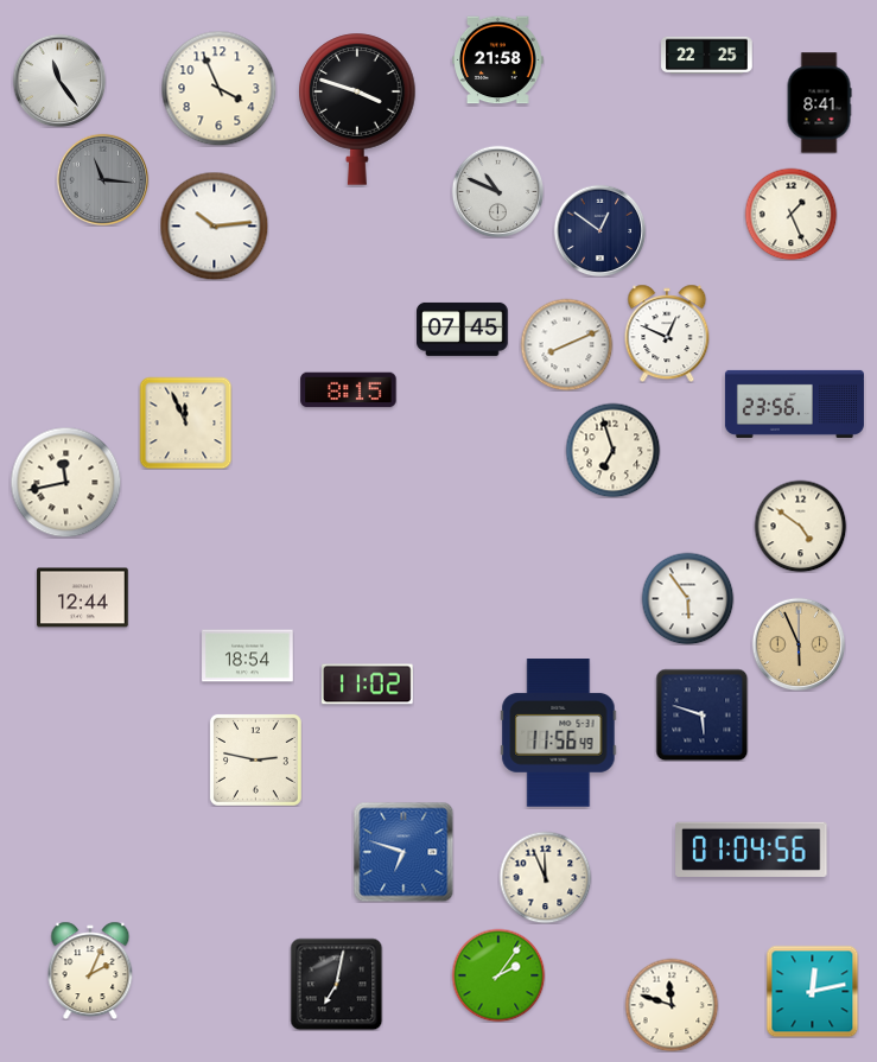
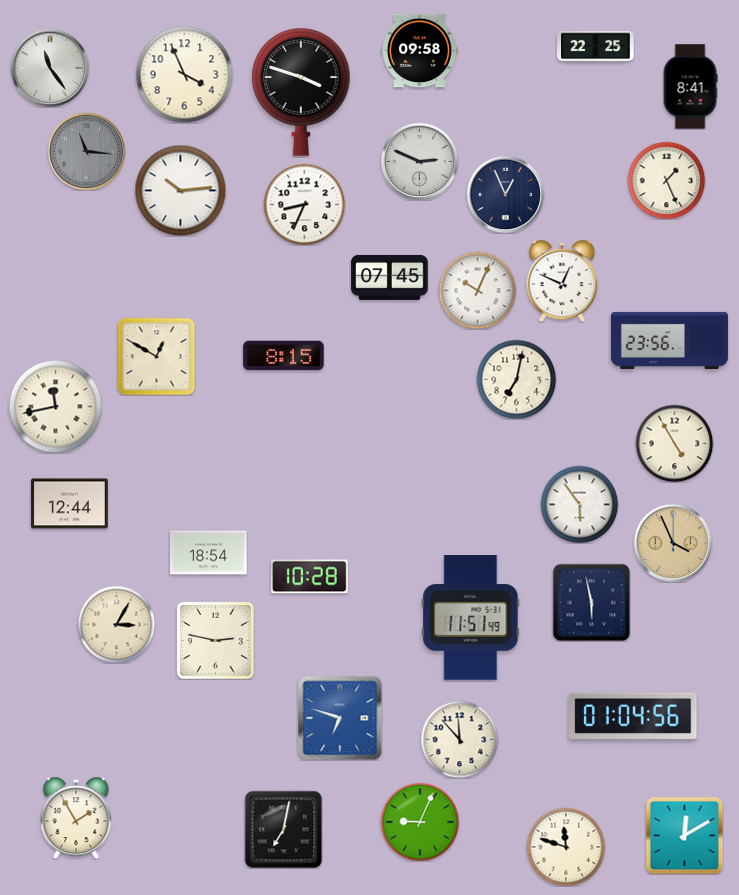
clock at (498, 61): 21:58 -> 09:58
clock at (497, 191): 10:49 -> 2:49
clock at (599, 230): 12:51 -> 12:56
clock at (304, 204): none -> 8:34
clock at (566, 344): 8:11 -> 10:04
clock at (349, 390) position: (349, 390) -> (284, 356)
clock at (185, 422): 11:56 -> 12:50
clock at (612, 450): 6:57 -> 7:02
clock at (800, 526): 4:51 -> 4:55
clock at (799, 644): 5:56 -> 3:56
clock at (368, 685): 11:02 -> 10:28
clock at (701, 714): 5:48 -> 5:58
clock at (559, 733): 11:56 -> 11:51
clock at (116, 624): none -> 3:05
clock at (545, 877): 11:56 -> 11:53
clock at (90, 971): 2:04 -> 1:55
clock at (498, 975): 2:06 -> 9:04
clock at (812, 991): 12:13 -> 12:10
